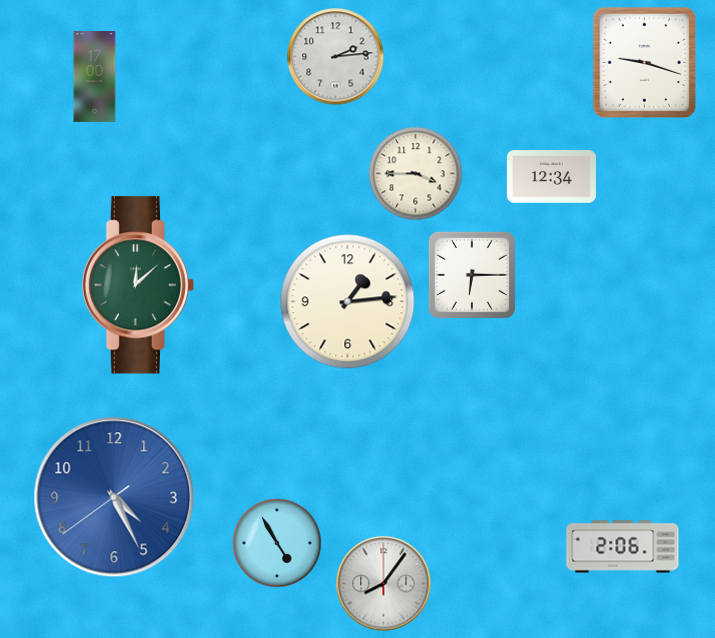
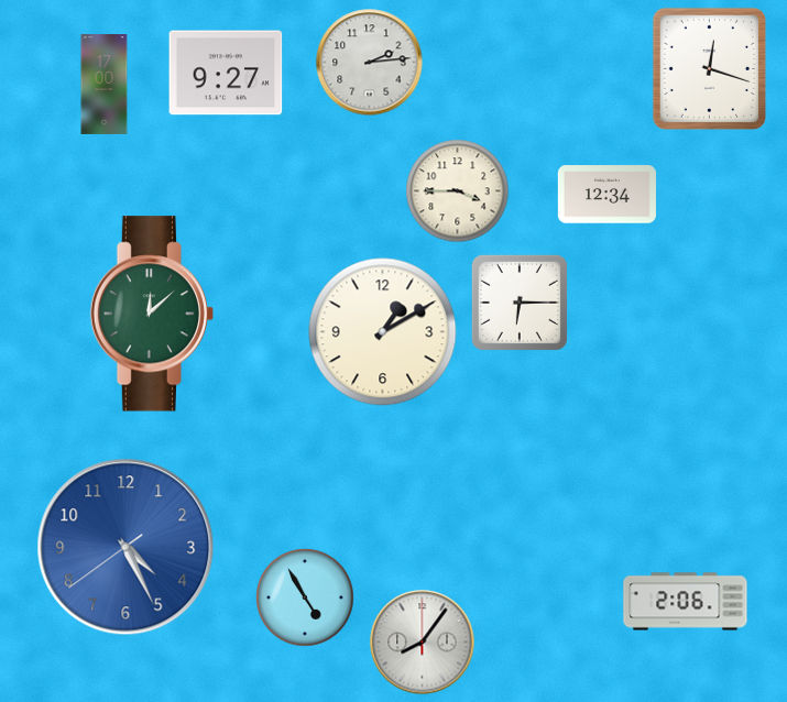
clock at (644, 62): 9:18 -> 12:18
clock at (226, 73): none -> 9:27
clock at (348, 302): 1:14 -> 1:10
